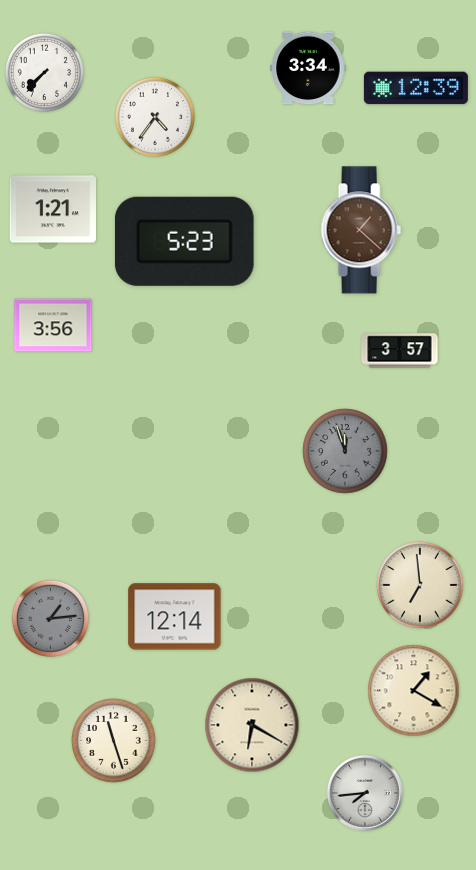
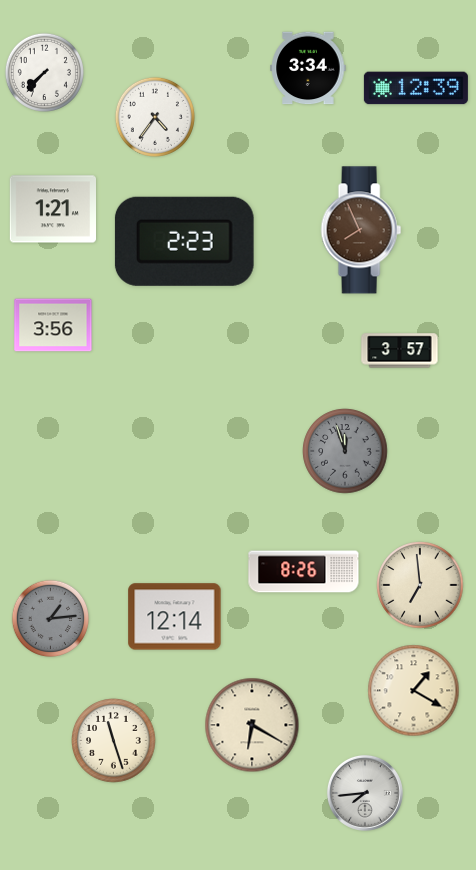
clock at (361, 230): 1:22 -> 7:56
clock at (184, 241): 5:23 -> 2:23
clock at (304, 572): none -> 8:26
